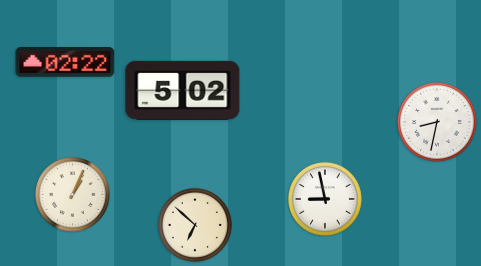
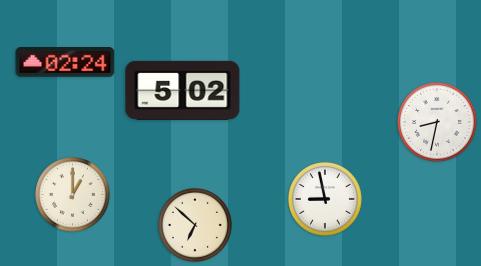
clock at (65, 62): 02:22 -> 02:24
clock at (73, 195): 1:04 -> 1:00
